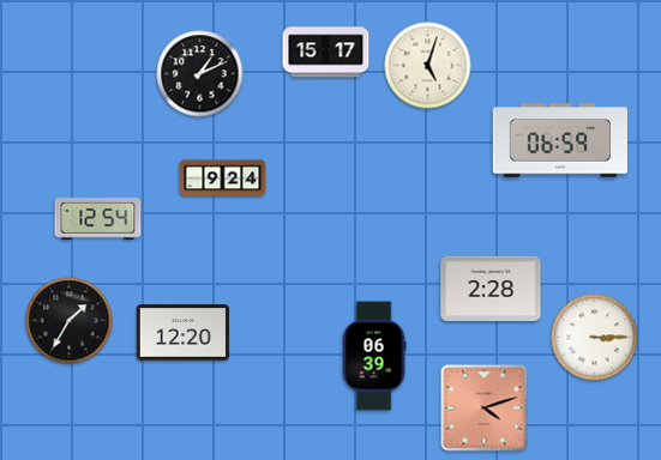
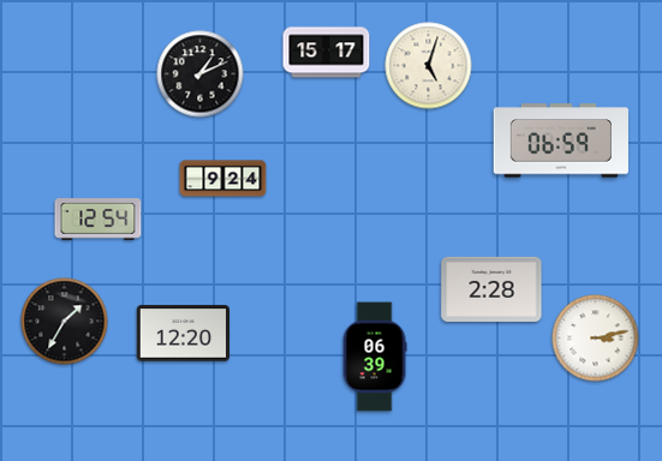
clock at (70, 321) position: (70, 321) -> (65, 322)
clock at (595, 338): 3:15 -> 3:13
clock at (485, 408): 4:12 -> none
